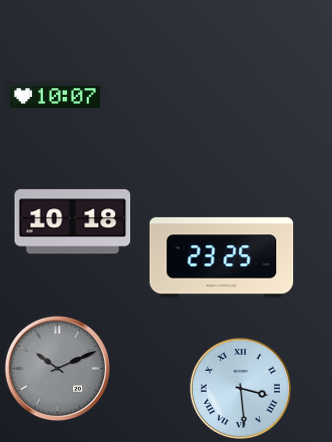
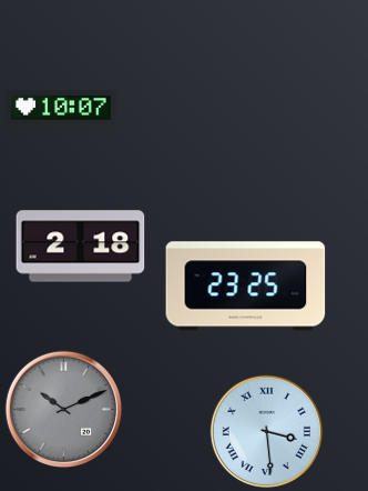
clock at (73, 222): 10:18 -> 2:18
